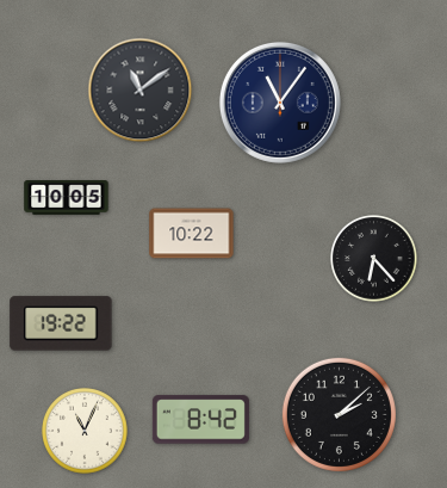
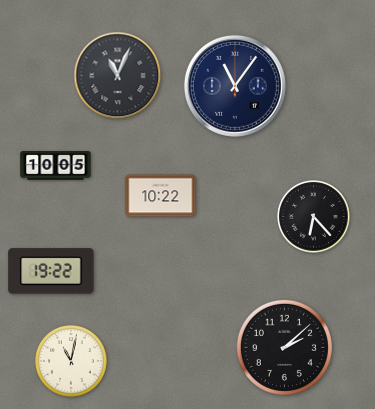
clock at (141, 91): 11:09 -> 11:04
clock at (200, 420): 8:42 -> none
clock at (85, 431): 11:04 -> 11:02
